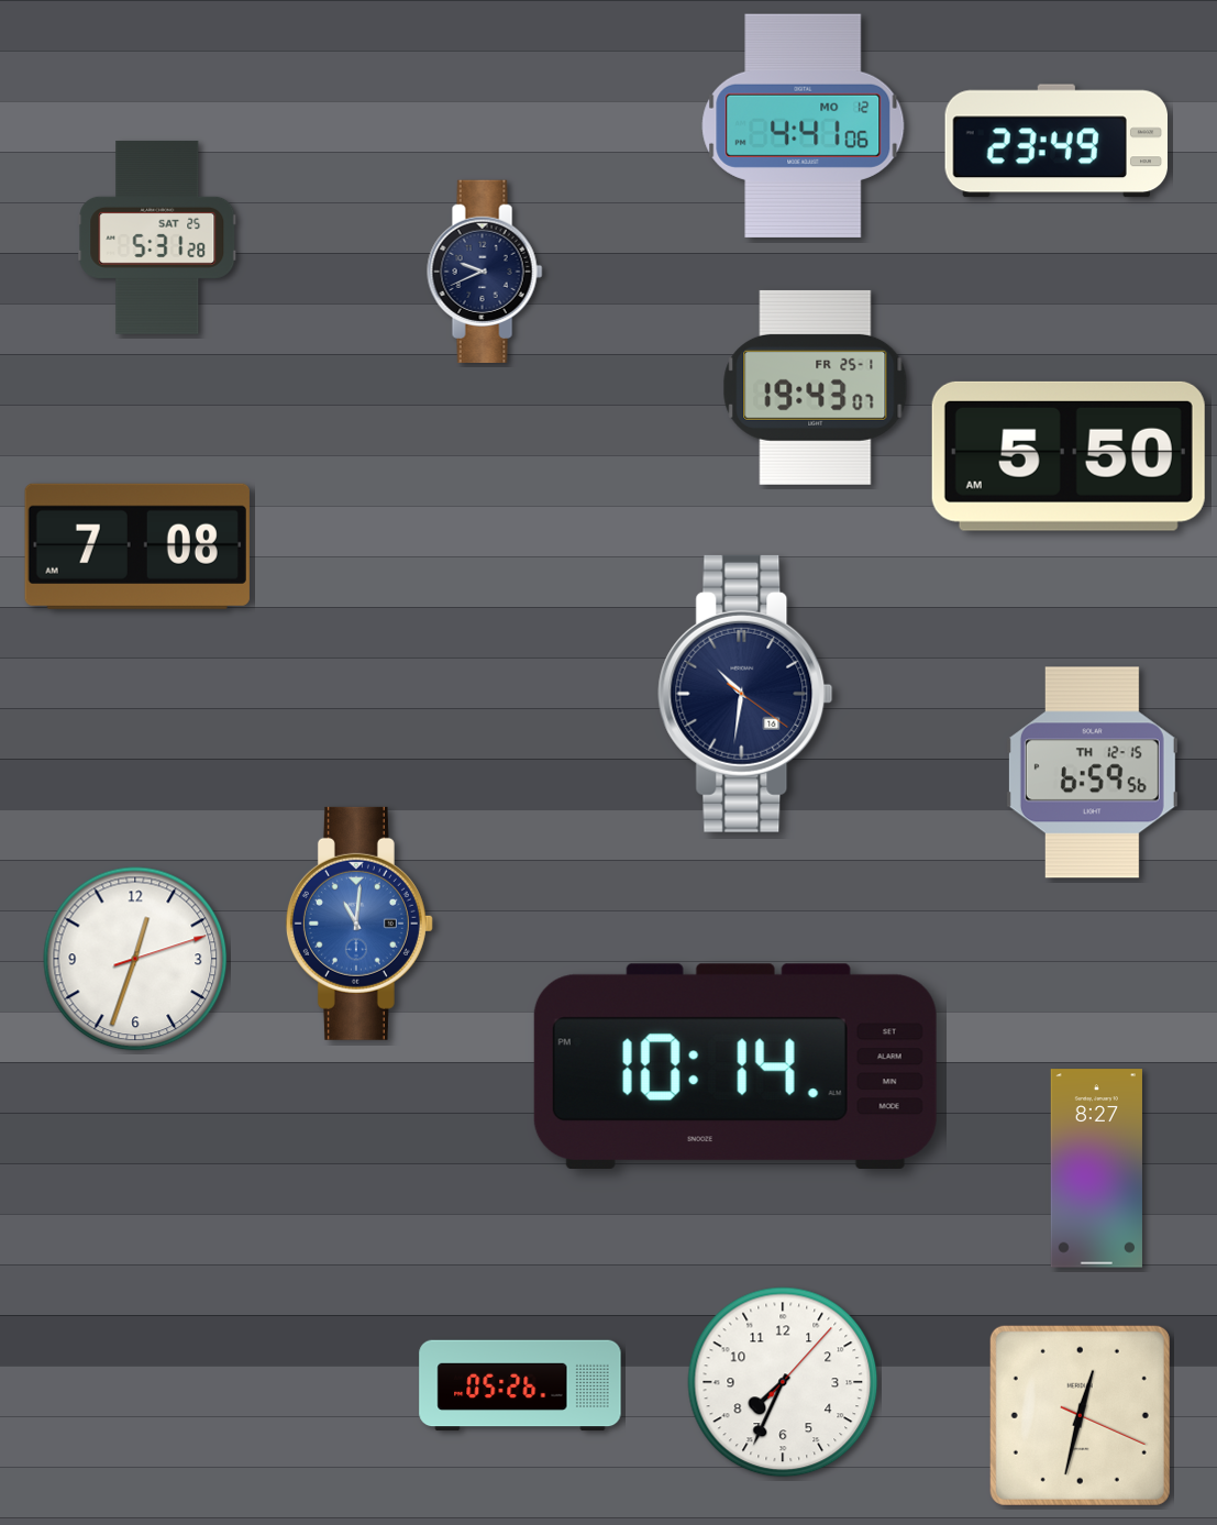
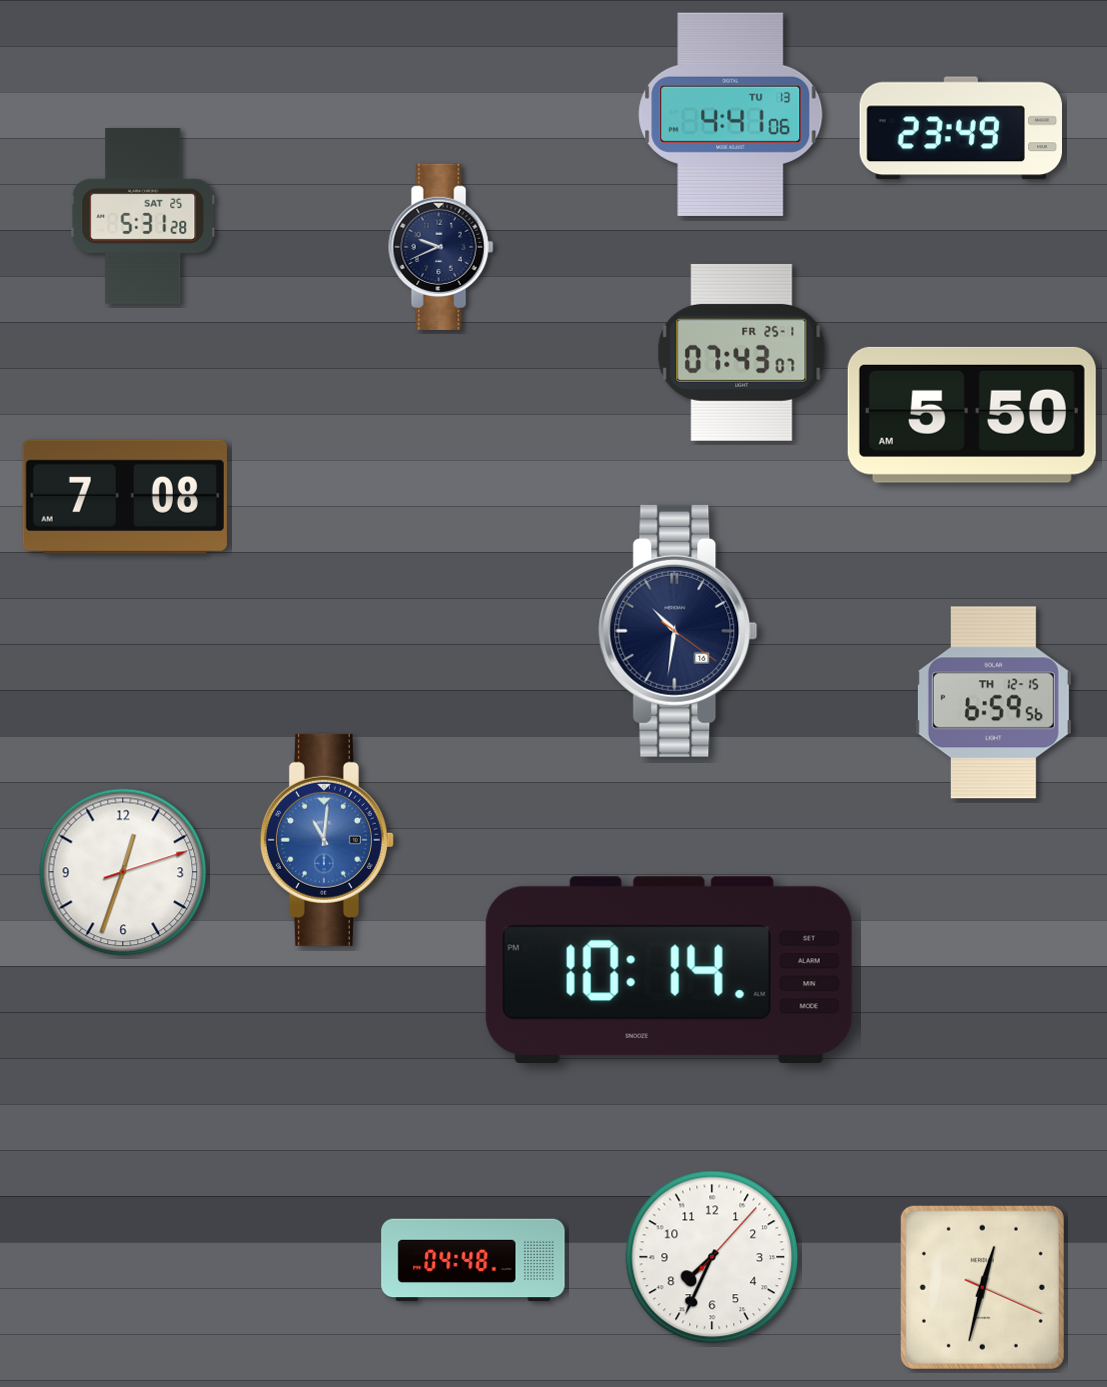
clock at (804, 125) date: MO 12 -> TU 13
clock at (816, 387): 19:43 -> 07:43
clock at (1096, 1169): 8:27 -> none
clock at (520, 1385): 05:26 -> 04:48
